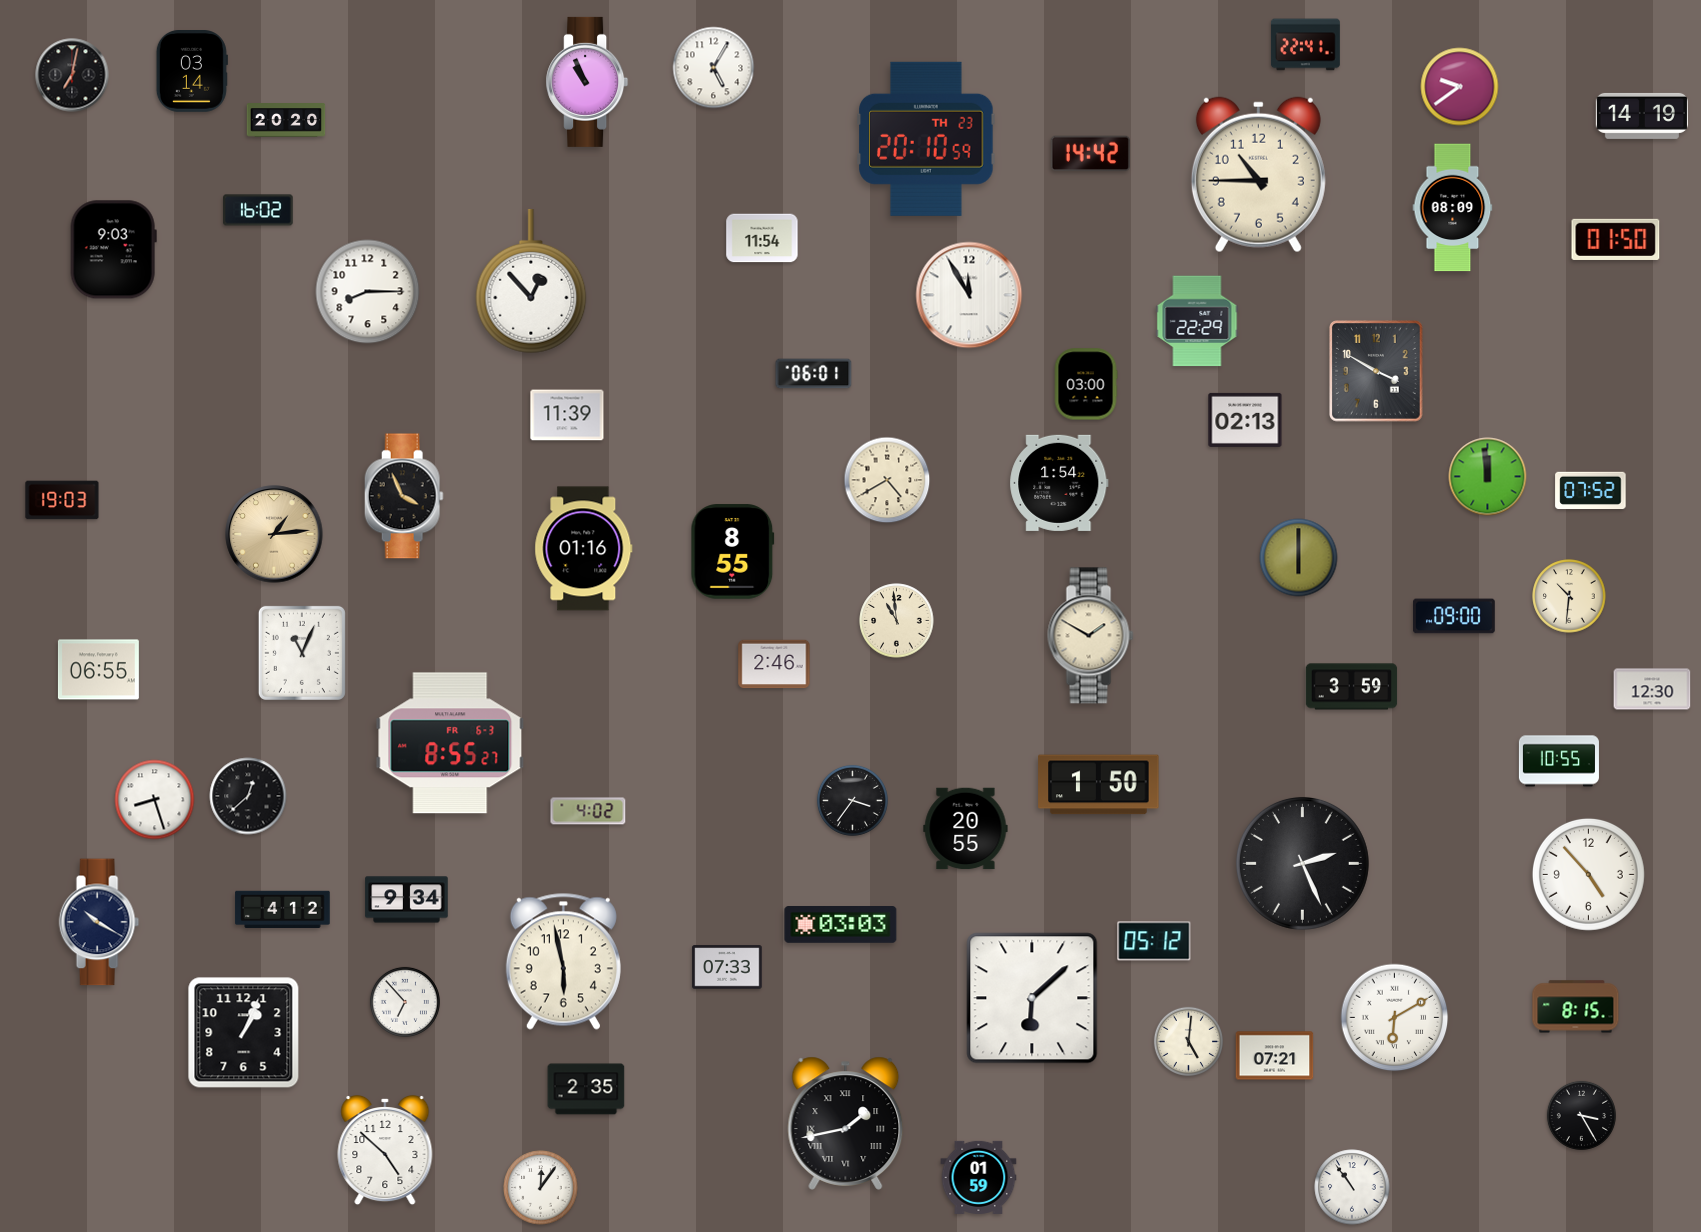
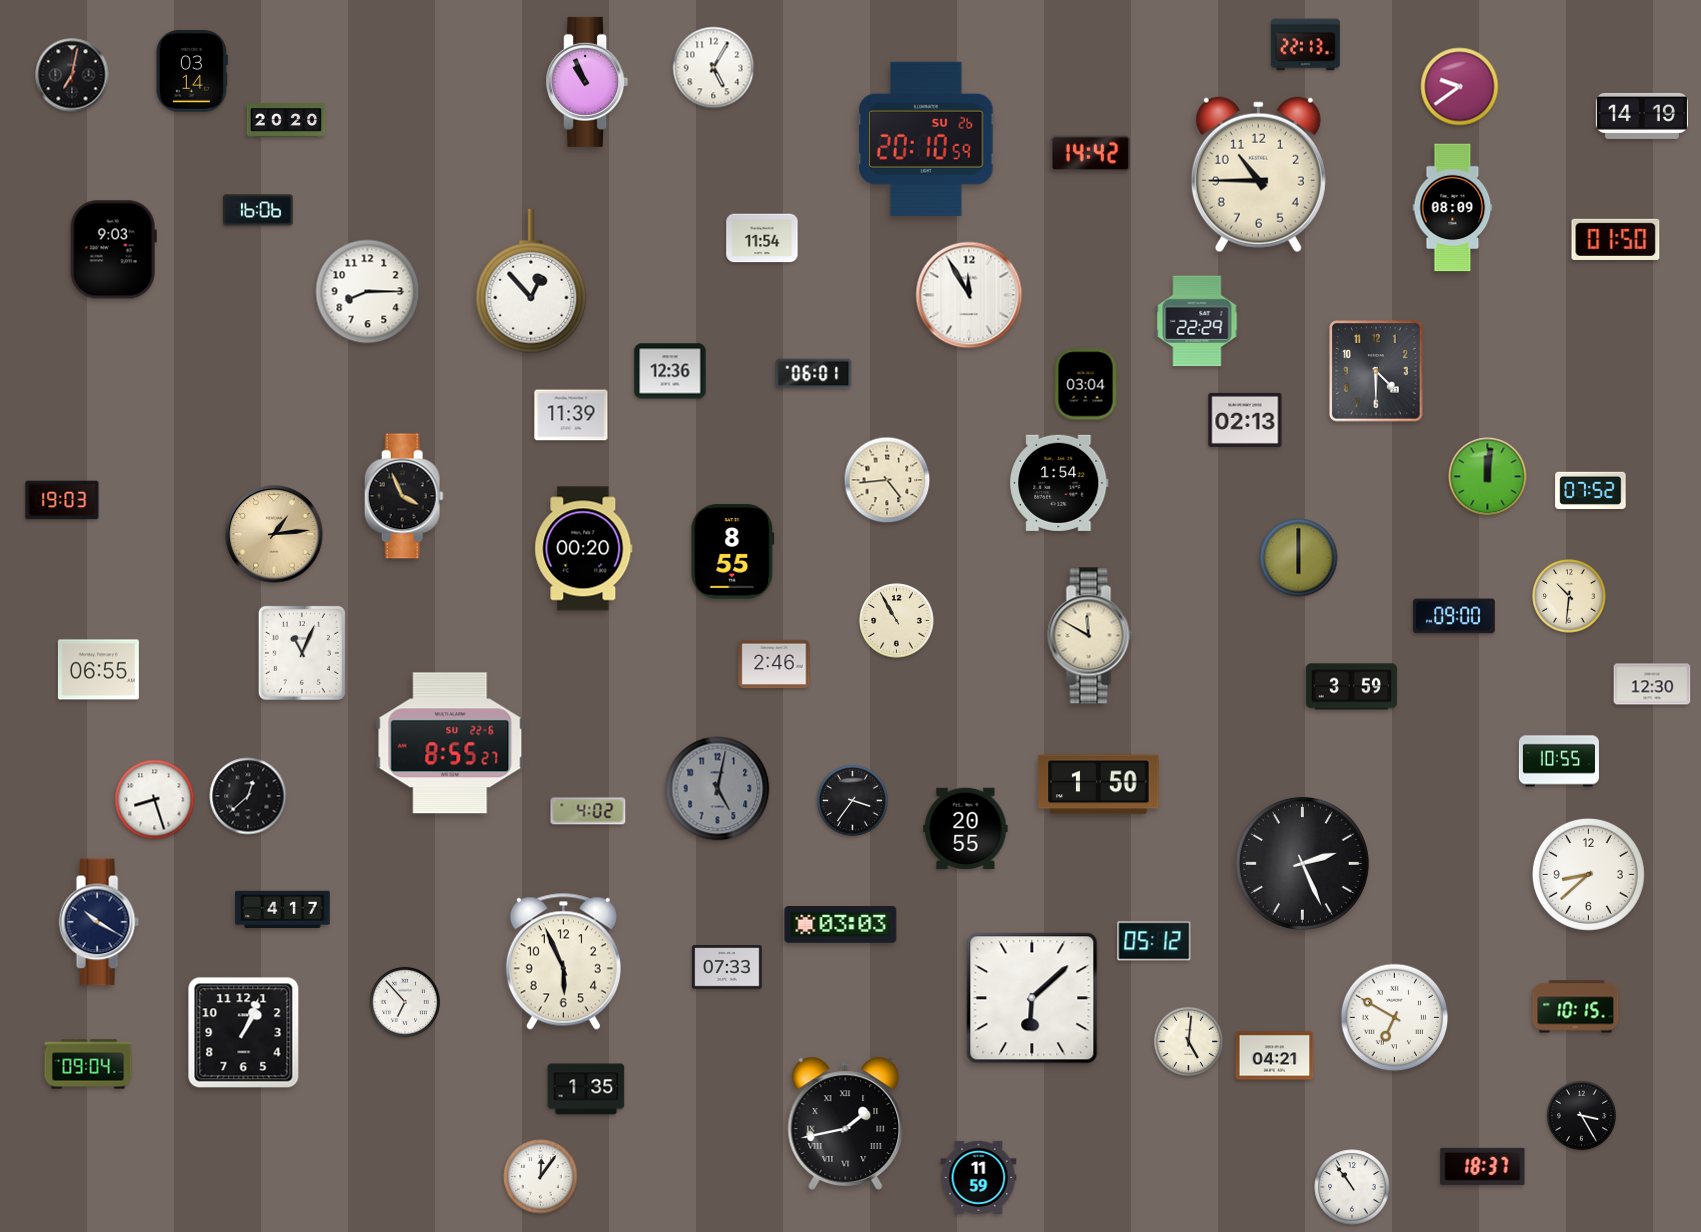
clock at (1305, 45): 22:41 -> 22:13
clock at (926, 139) date: TH 23 -> SU 26
clock at (258, 210): 16:02 -> 16:06
clock at (670, 371): none -> 12:36
clock at (1377, 371): 3:50 -> 4:30
clock at (1086, 384): 03:00 -> 03:04
clock at (567, 415) position: (567, 415) -> (571, 415)
clock at (1488, 477): 11:59 -> 12:01
clock at (887, 480): 4:40 -> 4:44
clock at (584, 549): 01:16 -> 00:20
clock at (897, 621): 10:59 -> 10:55
clock at (1091, 636): 1:50 -> 11:50
clock at (1652, 689) position: (1652, 689) -> (1652, 684)
clock at (450, 743) date: FR 6-3 -> SU 22-6
clock at (718, 789): none -> 5:02
clock at (1588, 874): 4:53 -> 8:38
clock at (407, 900): 9:34 -> none
clock at (283, 910): 4:12 -> 4:17
clock at (563, 961): 5:58 -> 5:56
clock at (1576, 1007): 8:15 -> 10:15
clock at (1395, 1018): 6:10 -> 6:50
clock at (1275, 1056): 07:21 -> 04:21
clock at (88, 1064): none -> 09:04
clock at (586, 1089): 2:35 -> 1:35
clock at (385, 1150): 4:52 -> none
clock at (1483, 1166): none -> 18:37
clock at (979, 1177): 01:59 -> 11:59
clock at (541, 1188) position: (541, 1188) -> (541, 1177)
